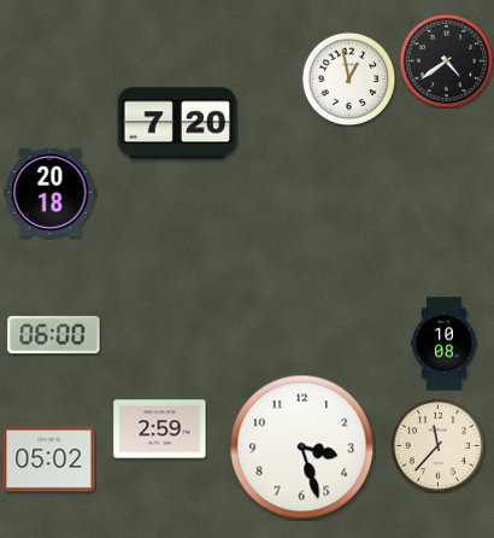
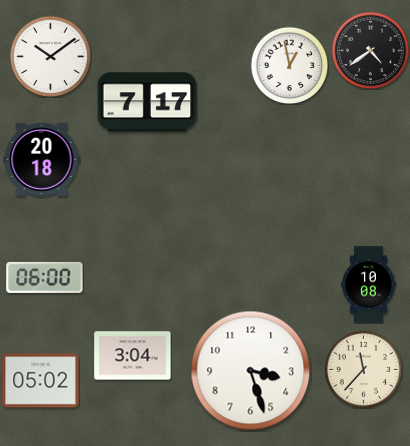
clock at (50, 56): none -> 10:09
clock at (177, 123): 7:20 -> 7:17
clock at (160, 429): 2:59 -> 3:04
